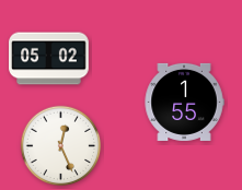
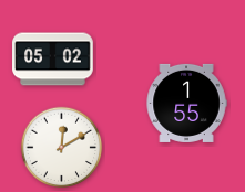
clock at (49, 59) position: (49, 59) -> (53, 60)
clock at (61, 146): 12:26 -> 12:10
